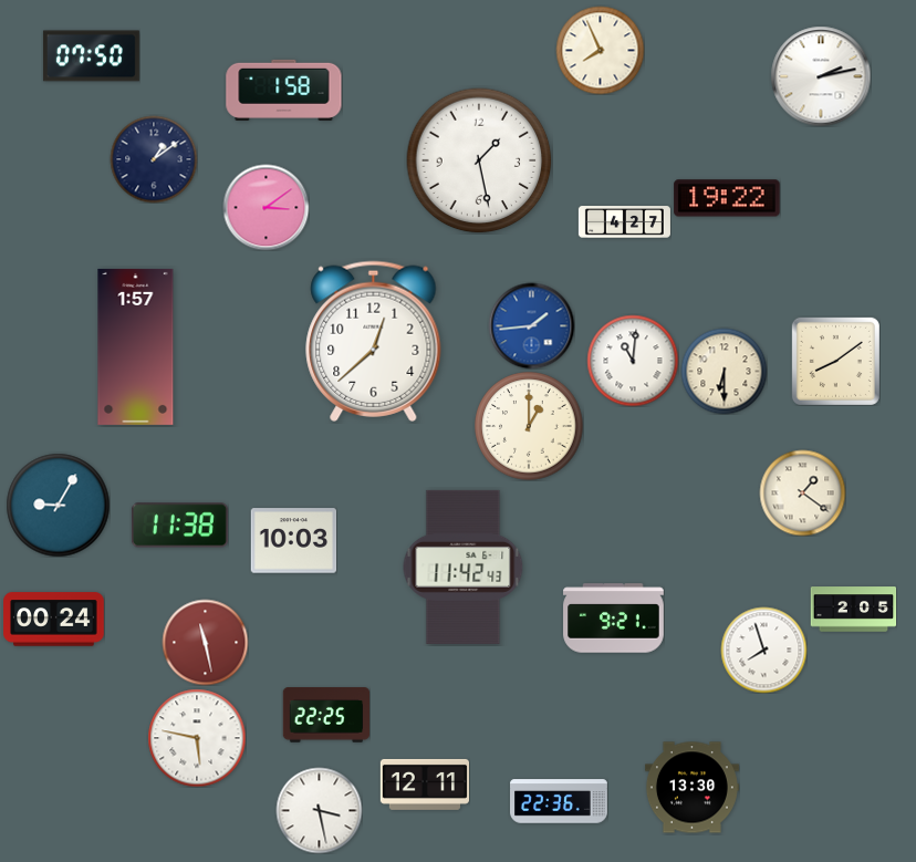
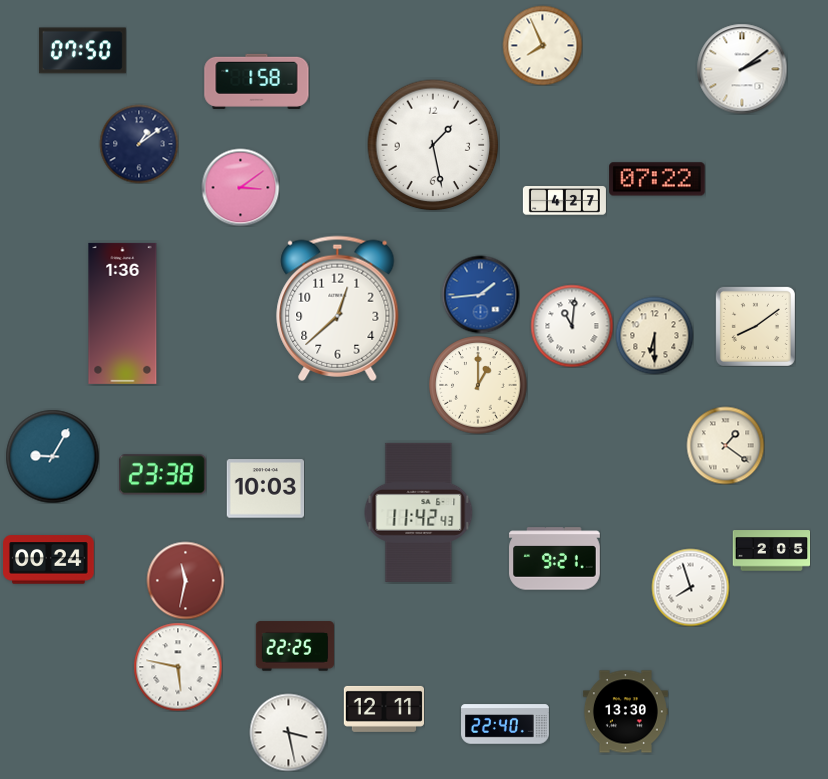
clock at (821, 76): 2:13 -> 2:09
clock at (727, 198): 19:22 -> 07:22
clock at (136, 346): 1:57 -> 1:36
clock at (179, 526): 11:38 -> 23:38
clock at (205, 642): 11:28 -> 11:32
clock at (560, 801): 22:36 -> 22:40
